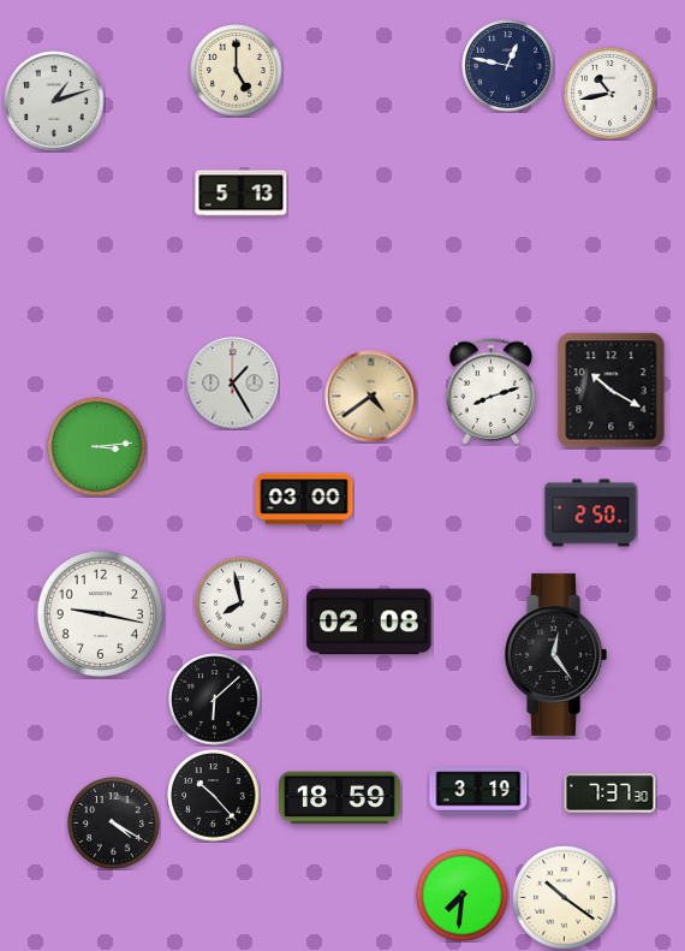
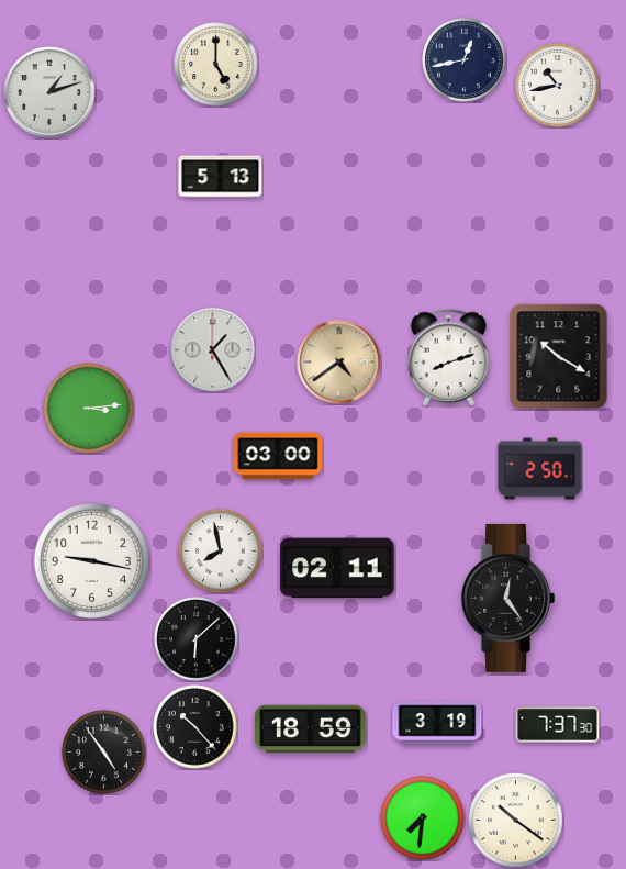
clock at (508, 66): 12:47 -> 12:43
clock at (369, 622): 02:08 -> 02:11
clock at (114, 824): 4:20 -> 4:54
